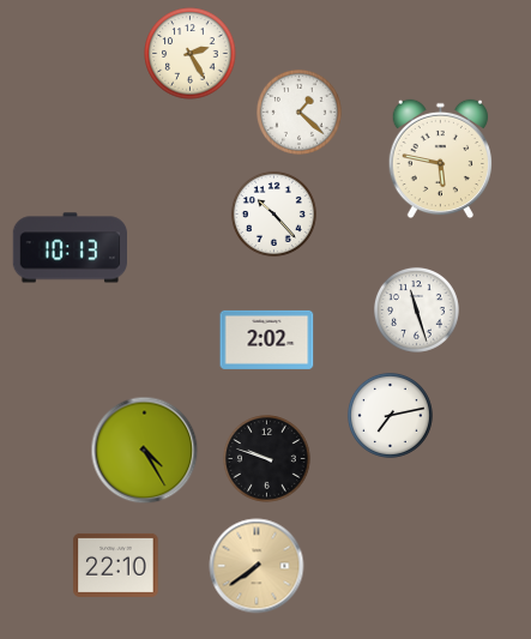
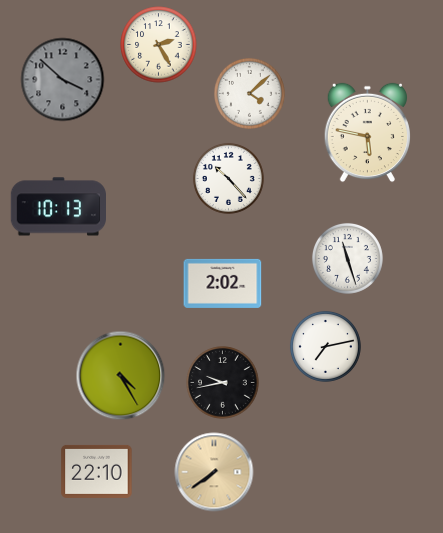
clock at (63, 80): none -> 3:52
clock at (298, 111): 1:22 -> 4:08
clock at (267, 459): 9:48 -> 9:43
